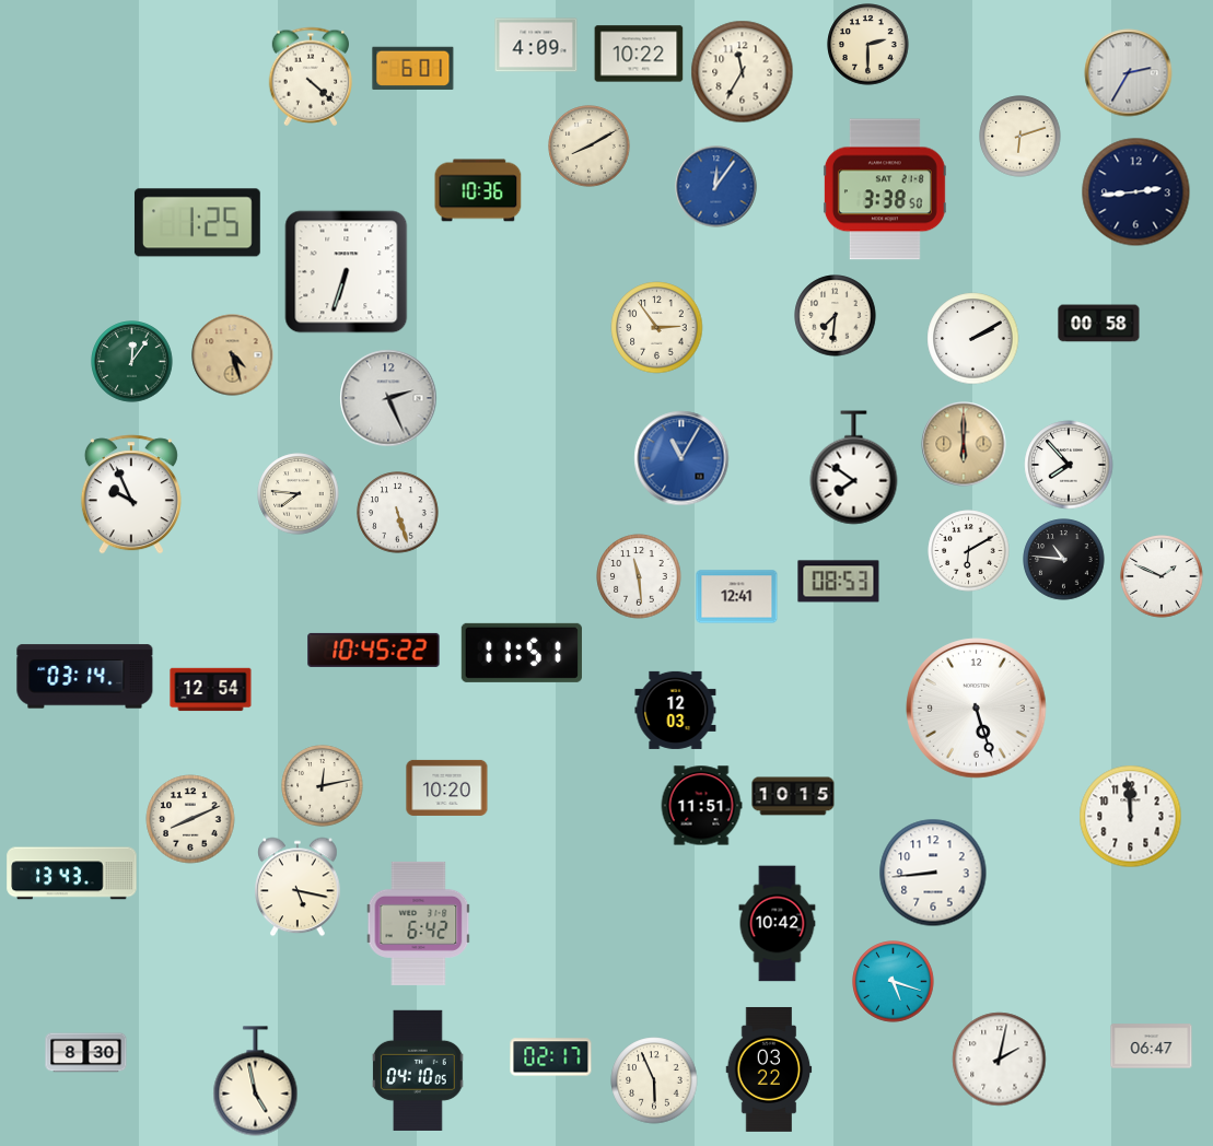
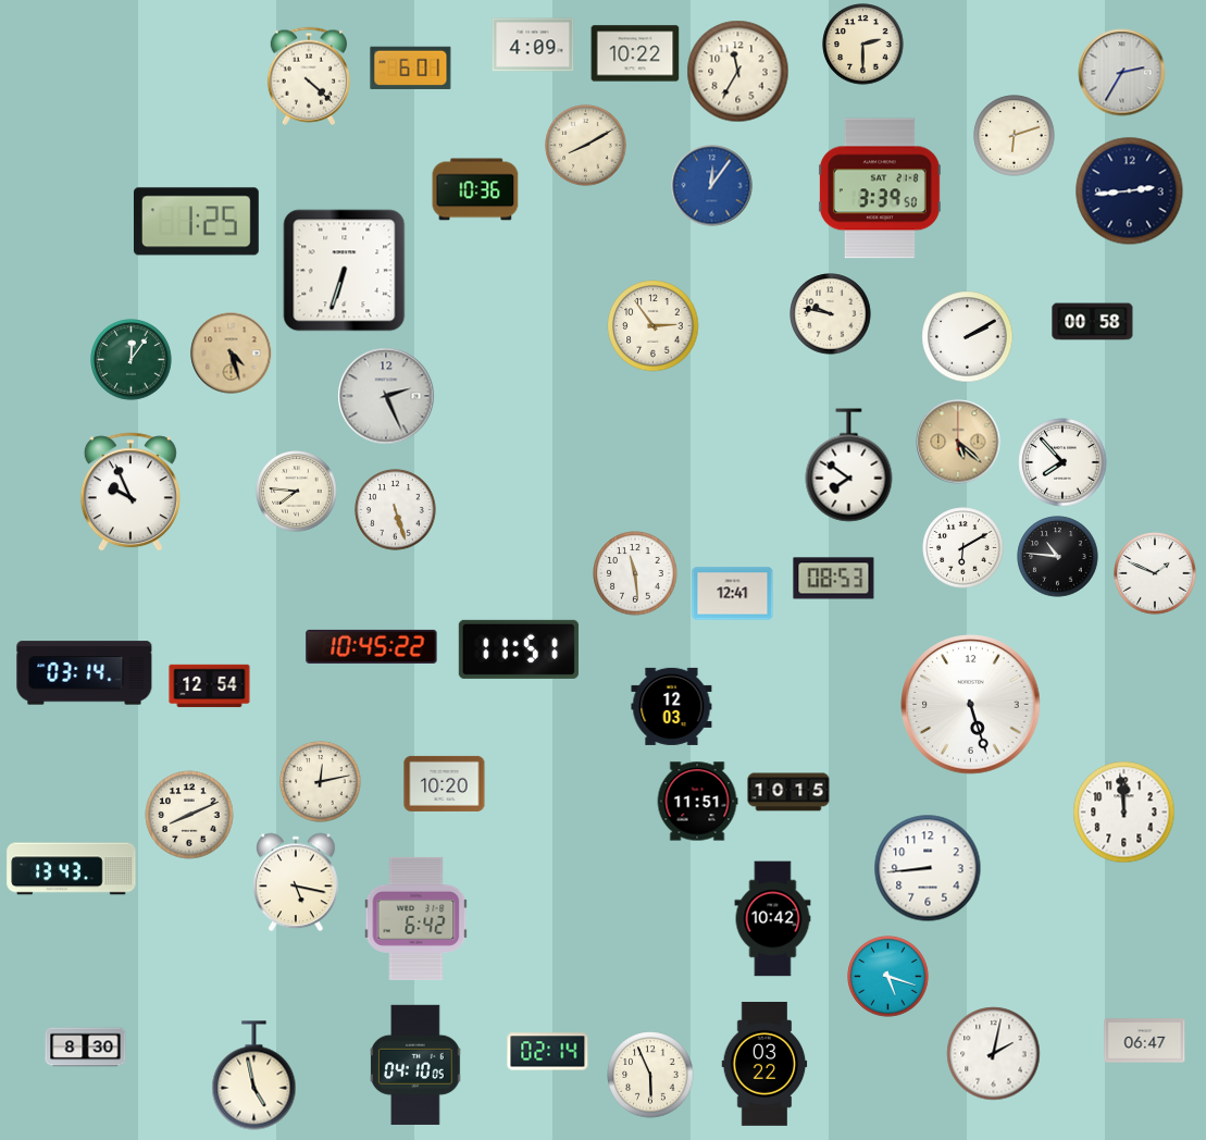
clock at (885, 189): 3:38 -> 3:39
clock at (836, 316): 7:31 -> 9:47
clock at (964, 444): 6:00 -> 5:22
clock at (681, 458): 11:05 -> none
clock at (551, 1057): 02:17 -> 02:14
